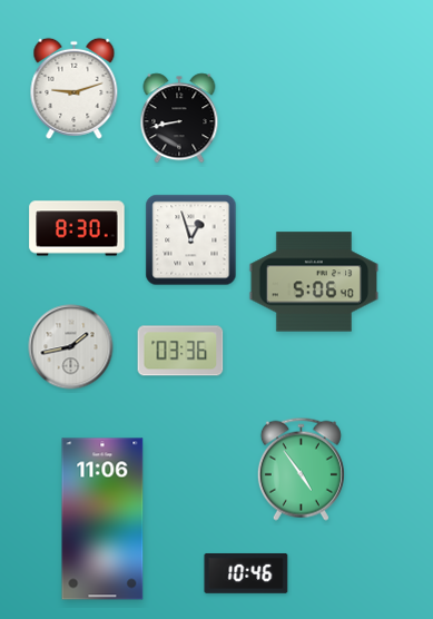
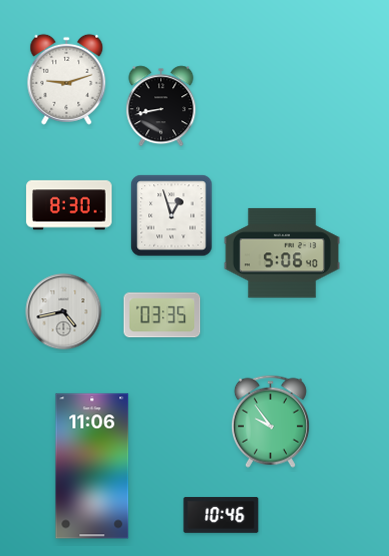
clock at (71, 347): 1:43 -> 4:43
clock at (180, 351): 03:36 -> 03:35
clock at (301, 469): 4:54 -> 9:54
